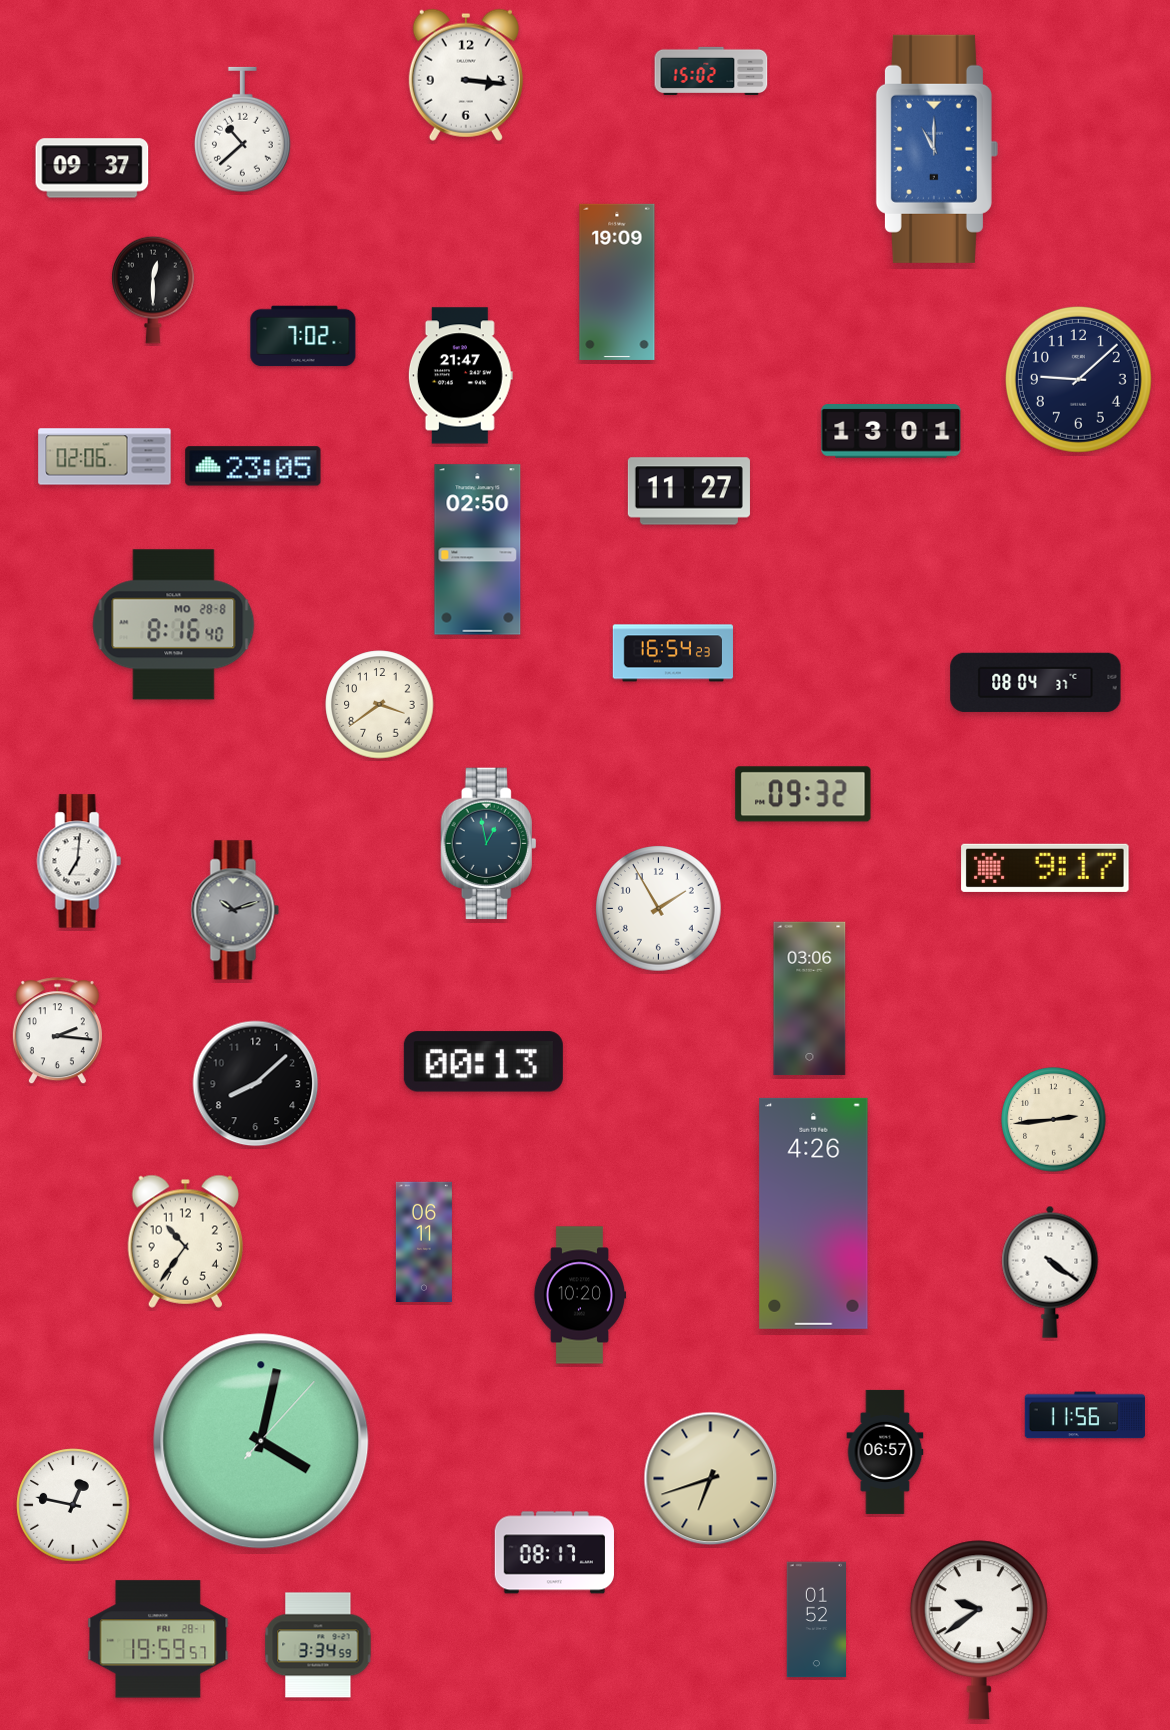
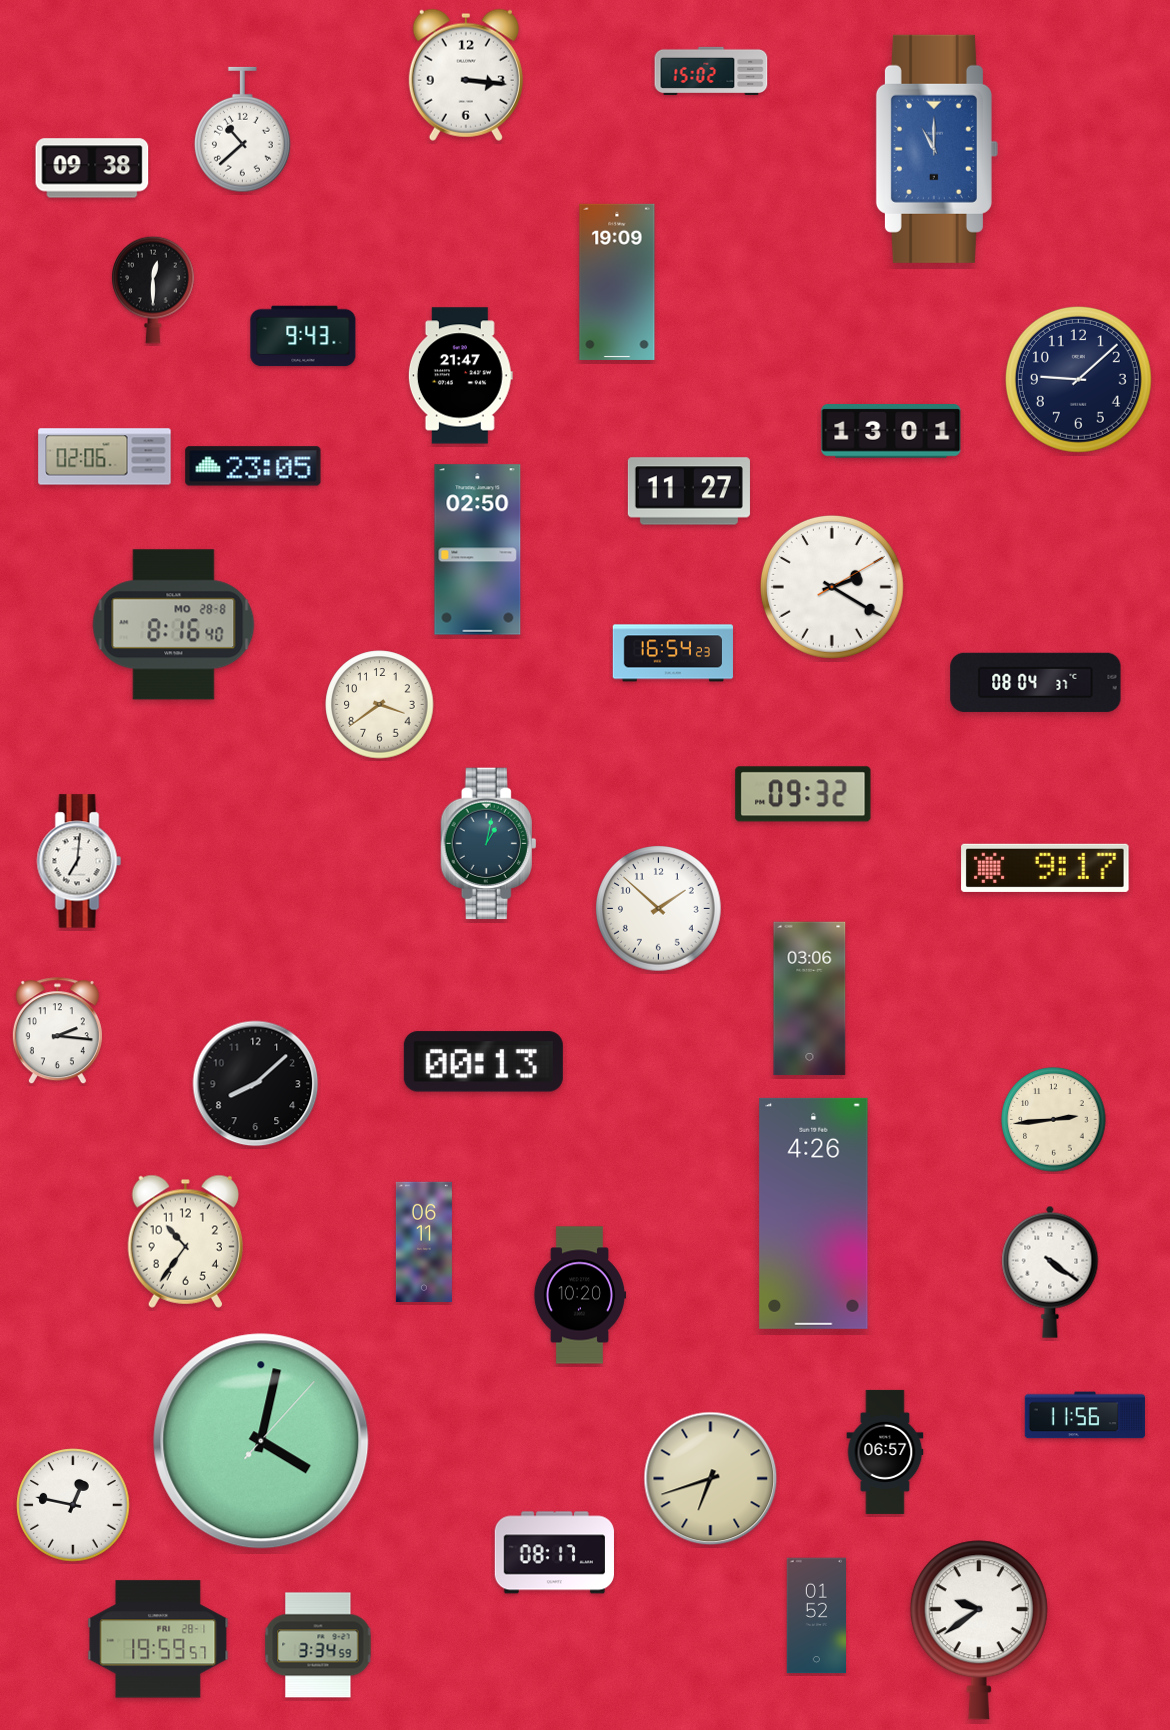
clock at (92, 168): 09:37 -> 09:38
clock at (303, 336): 7:02 -> 9:43
clock at (832, 587): none -> 2:20
clock at (489, 844): 12:58 -> 1:02
clock at (659, 909): 1:55 -> 1:52
clock at (235, 910): 10:12 -> none
clock at (816, 1620) position: (816, 1620) -> (816, 1616)
